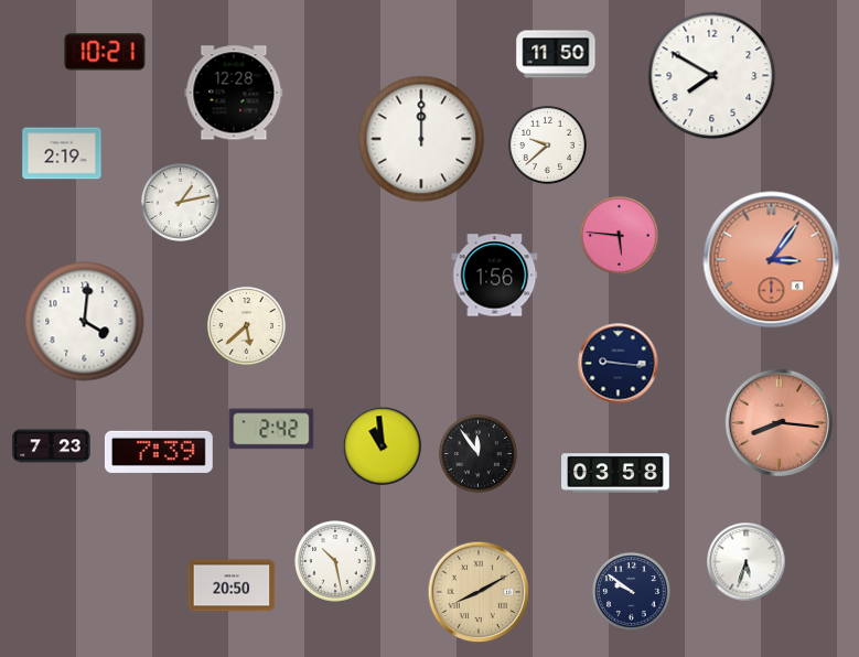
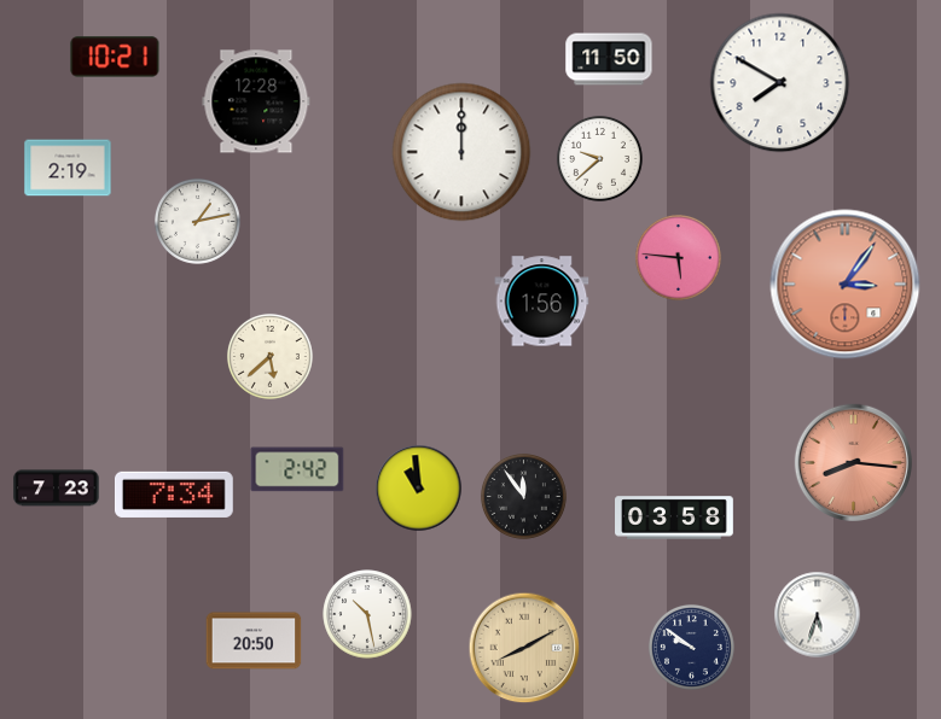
clock at (85, 322): 4:01 -> none
clock at (619, 364): 9:16 -> none
clock at (159, 452): 7:39 -> 7:34
